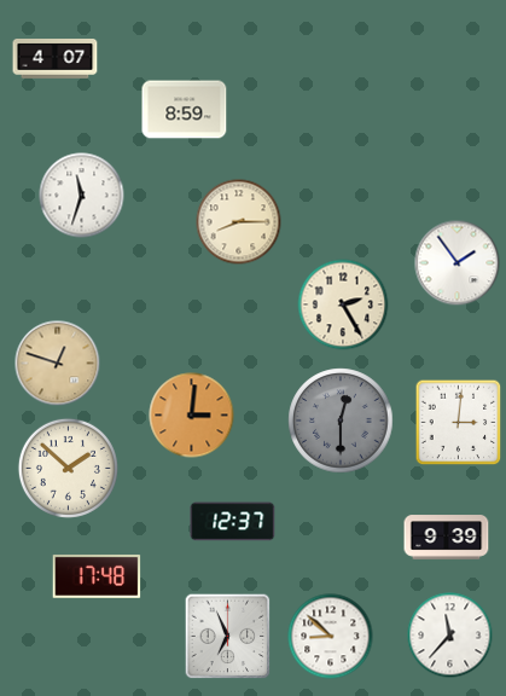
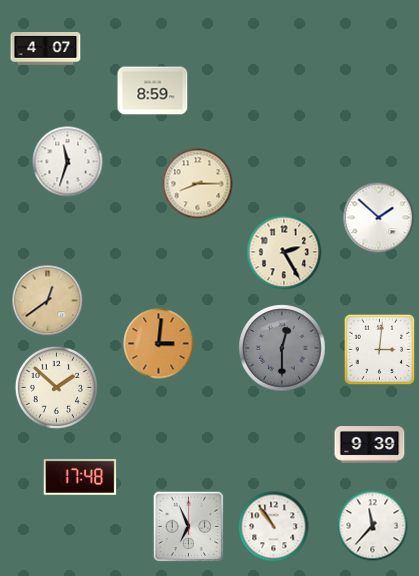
clock at (458, 263): 1:54 -> 1:52
clock at (58, 364): 12:48 -> 12:39
clock at (233, 522): 12:37 -> none
clock at (331, 637): 8:52 -> 10:54
